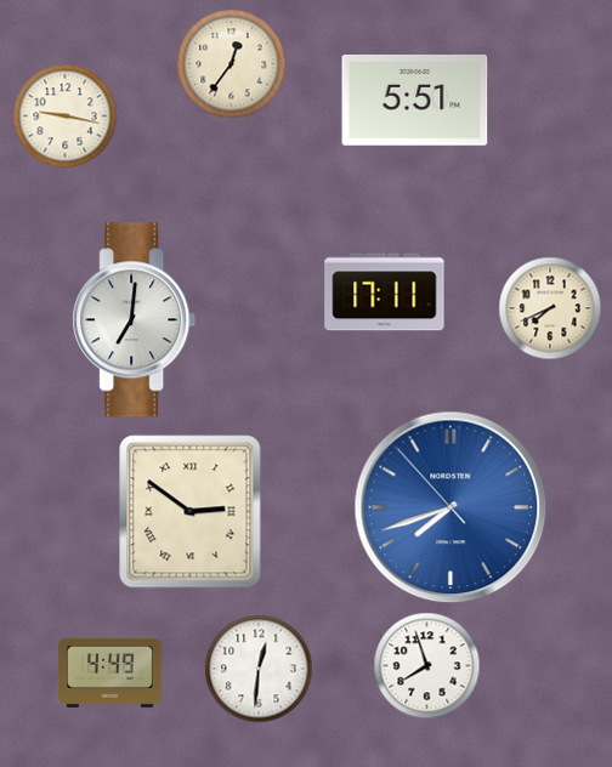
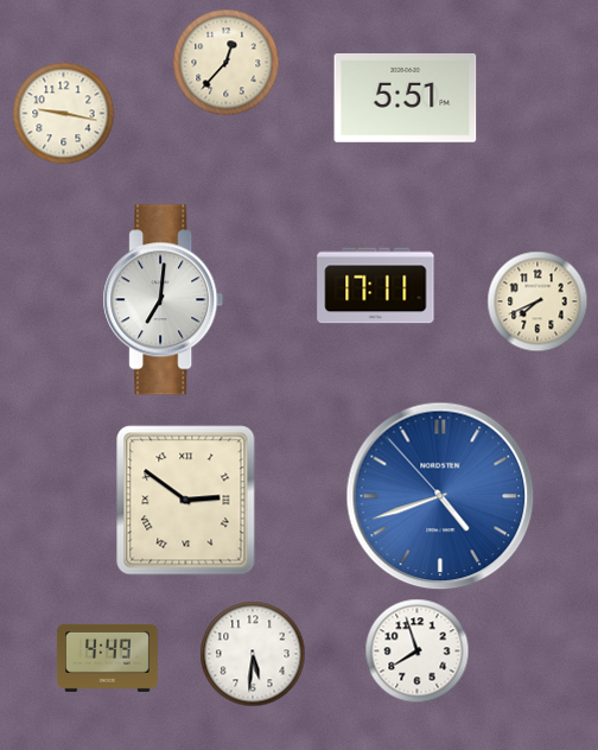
clock at (231, 63): 12:36 -> 12:37
clock at (135, 320) position: (135, 320) -> (164, 300)
clock at (450, 507): 7:41 -> 4:41
clock at (259, 669): 12:31 -> 5:31
